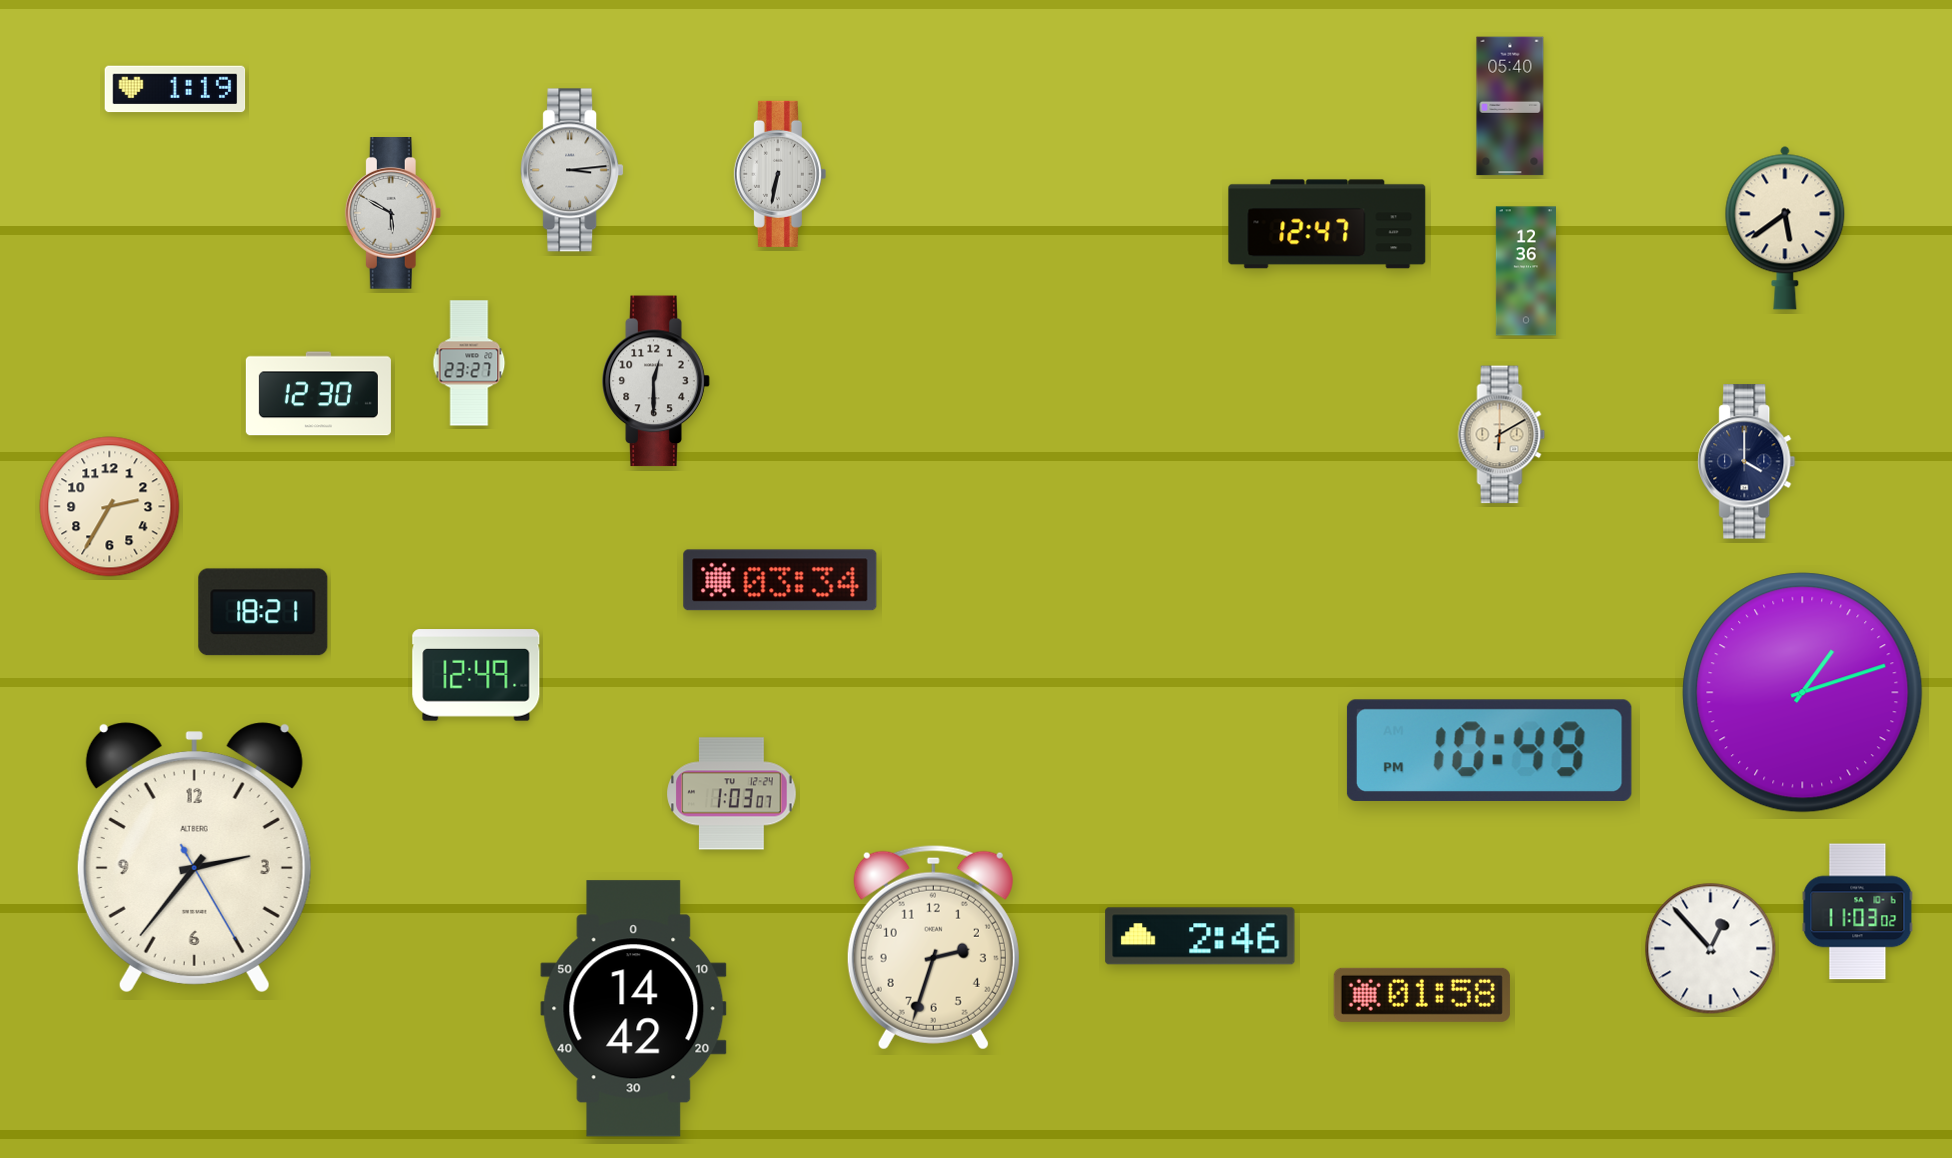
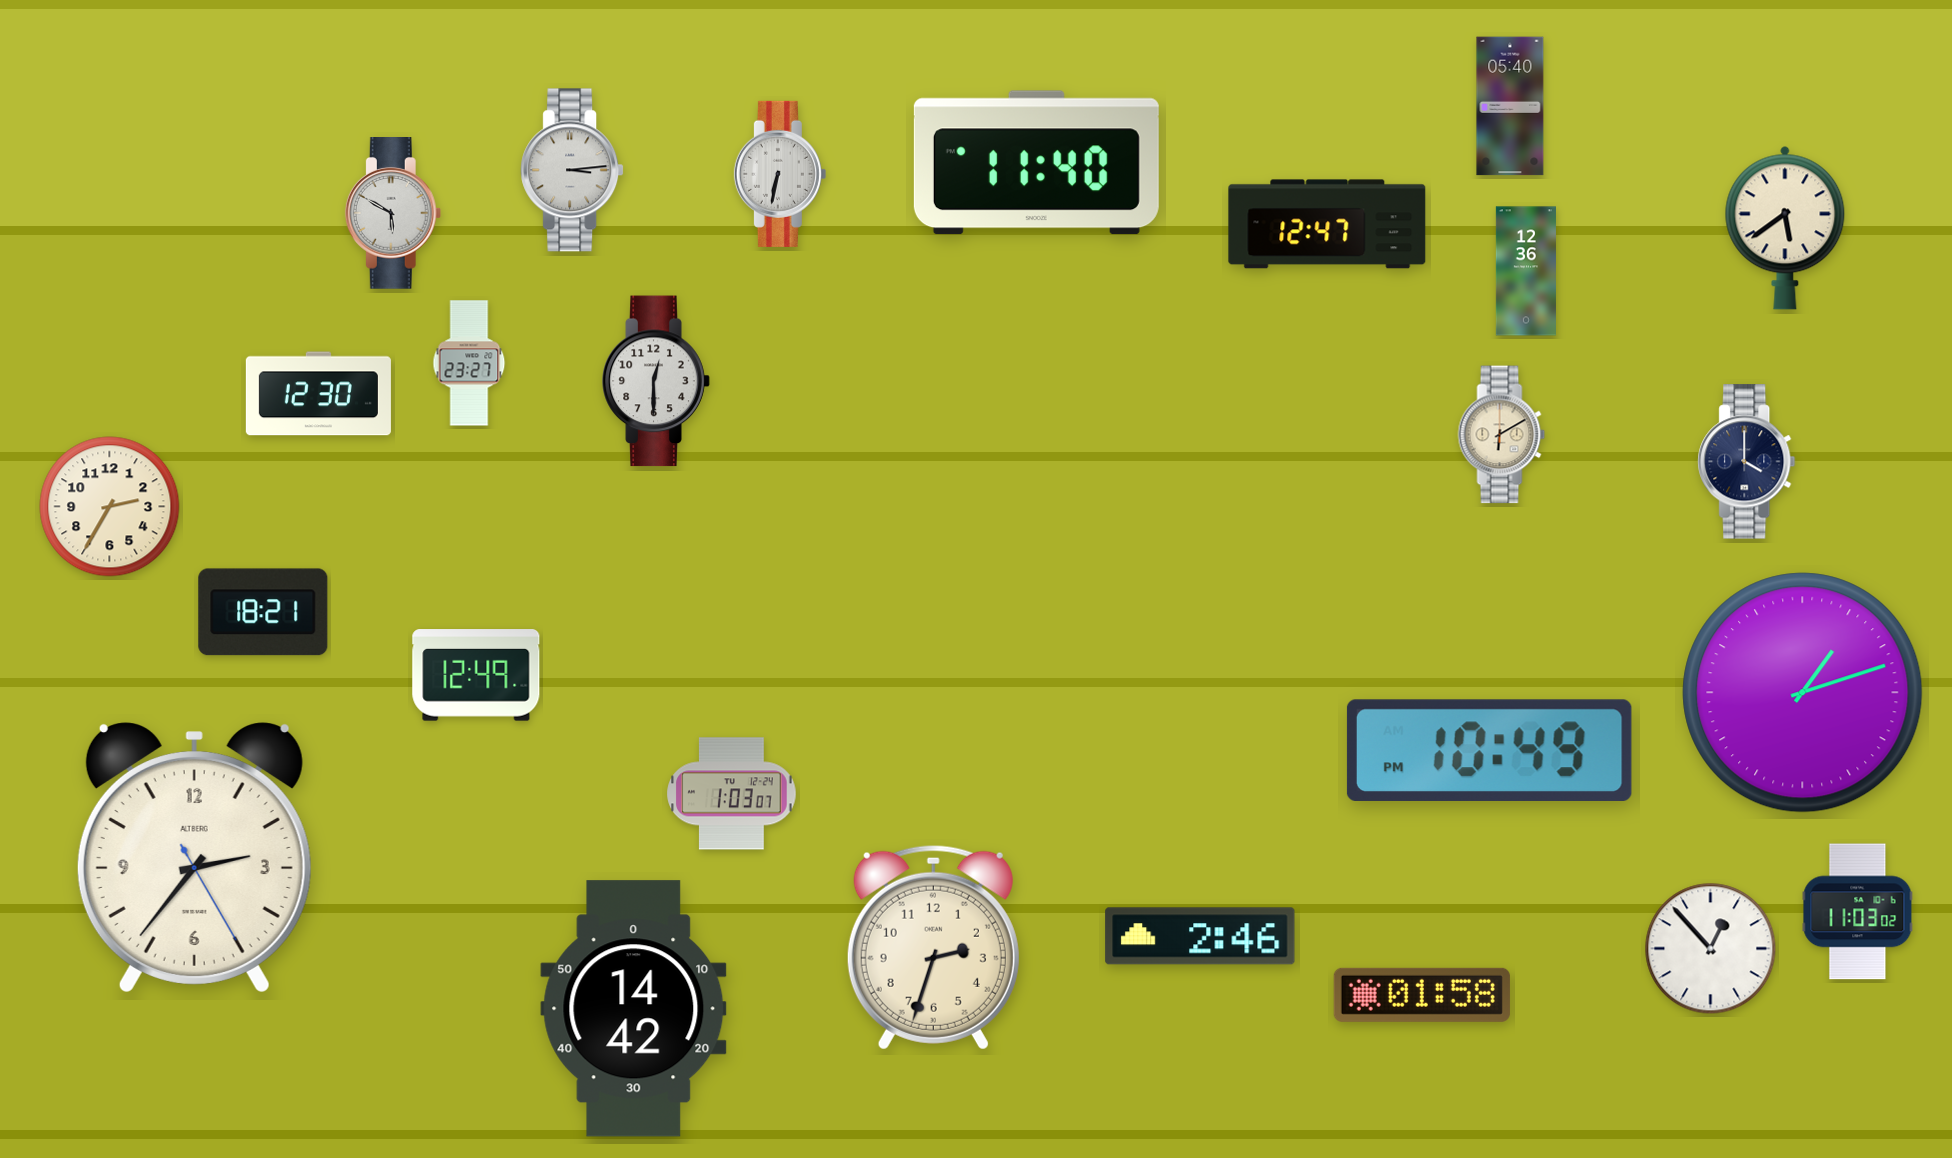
clock at (175, 89): 1:19 -> none
clock at (1036, 163): none -> 11:40
clock at (780, 580): 03:34 -> none
